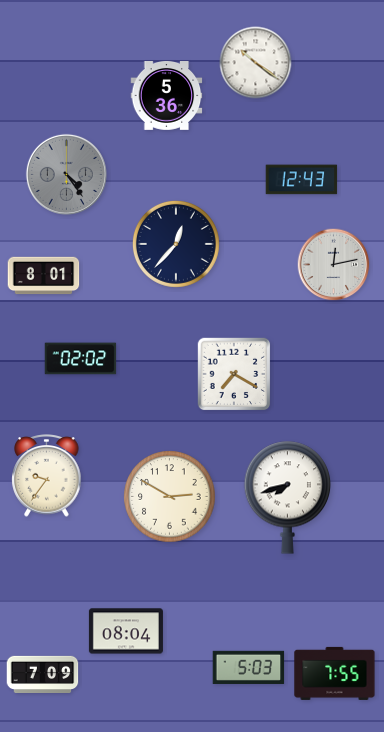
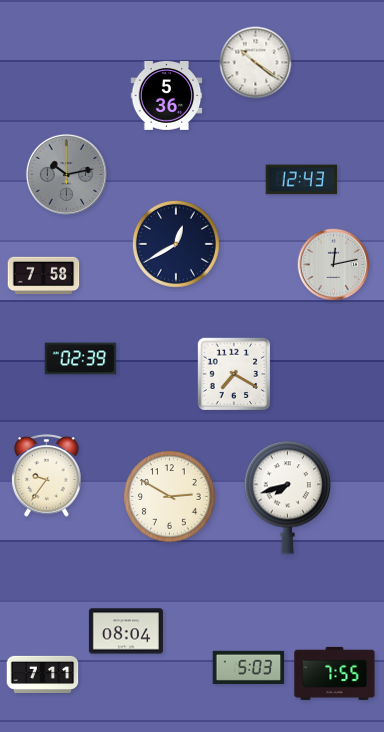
clock at (66, 174): 4:24 -> 10:13
clock at (176, 244): 12:37 -> 12:40
clock at (44, 276): 8:01 -> 7:58
clock at (81, 359): 02:02 -> 02:39
clock at (43, 674): 7:09 -> 7:11
